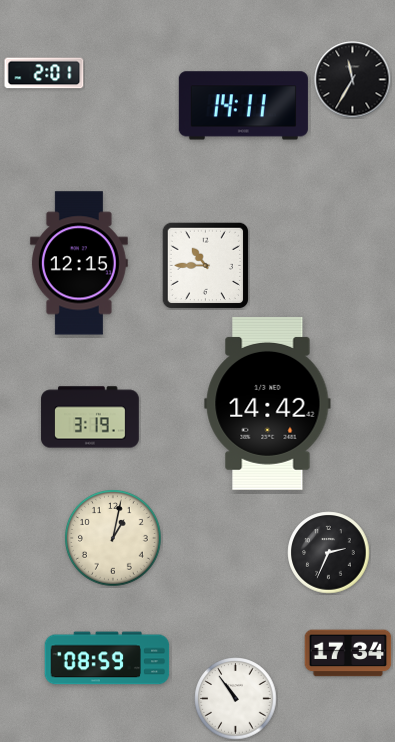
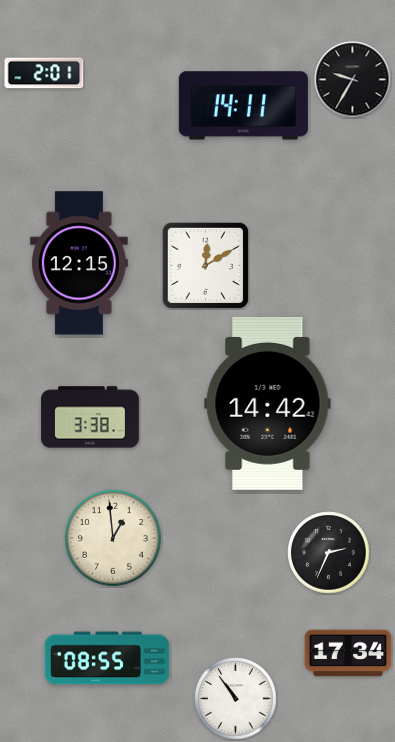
clock at (353, 80): 11:35 -> 9:35
clock at (205, 265): 10:45 -> 12:10
clock at (90, 417): 3:19 -> 3:38
clock at (113, 538): 1:02 -> 12:59
clock at (107, 658): 08:59 -> 08:55
